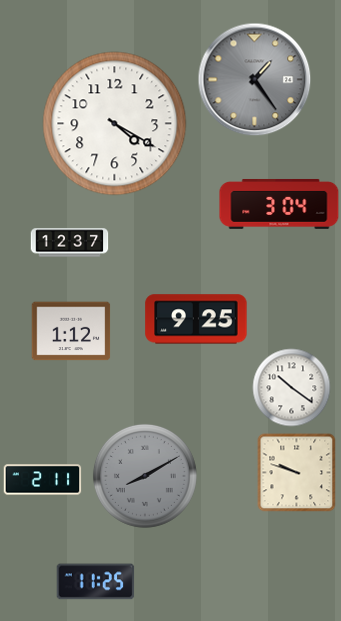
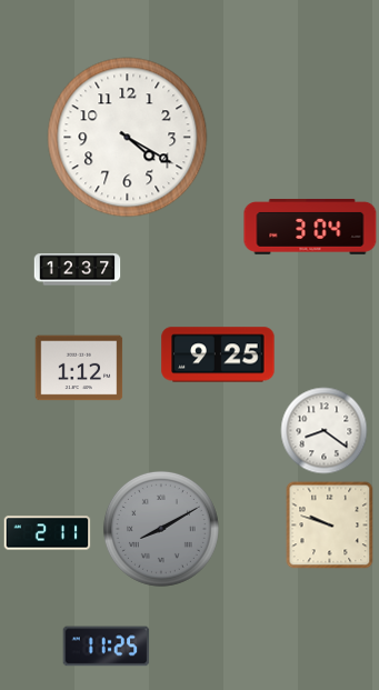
clock at (254, 79): 1:24 -> none
clock at (291, 387): 10:21 -> 8:21
